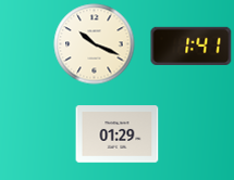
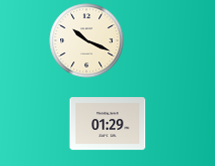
clock at (192, 46): 1:41 -> none
